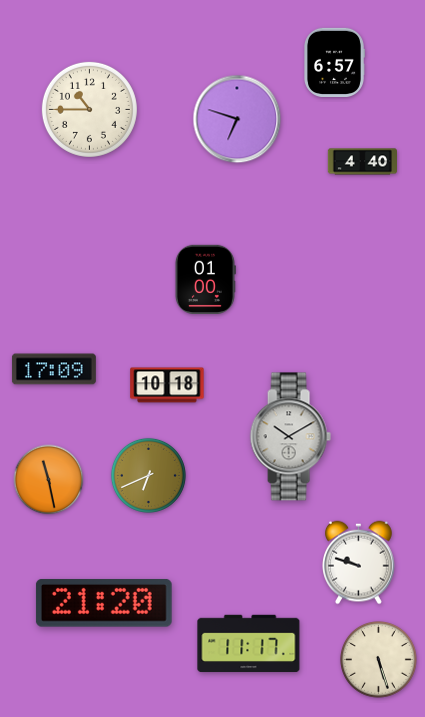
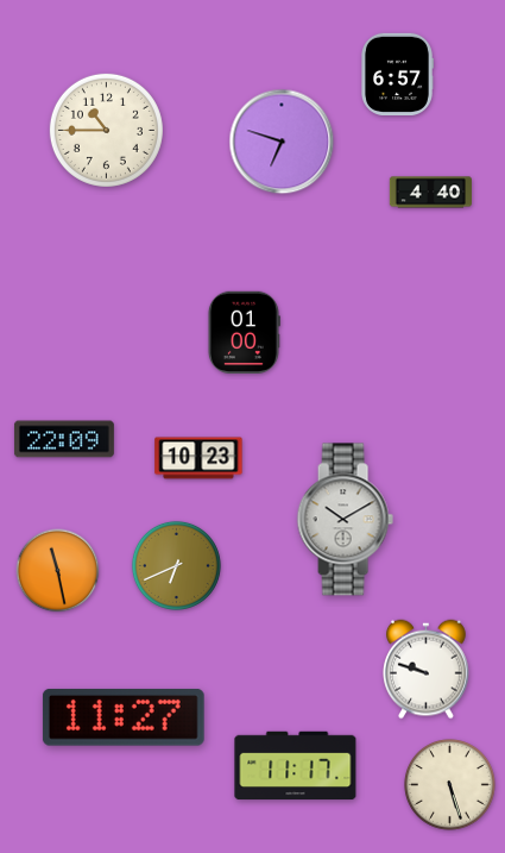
clock at (54, 369): 17:09 -> 22:09
clock at (167, 385): 10:18 -> 10:23
clock at (104, 603): 21:20 -> 11:27
